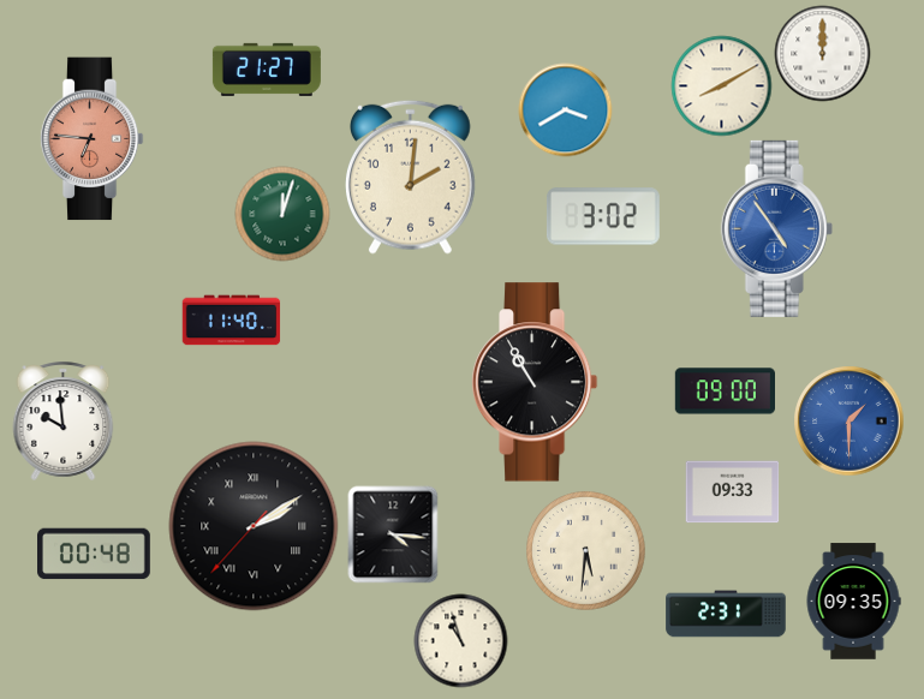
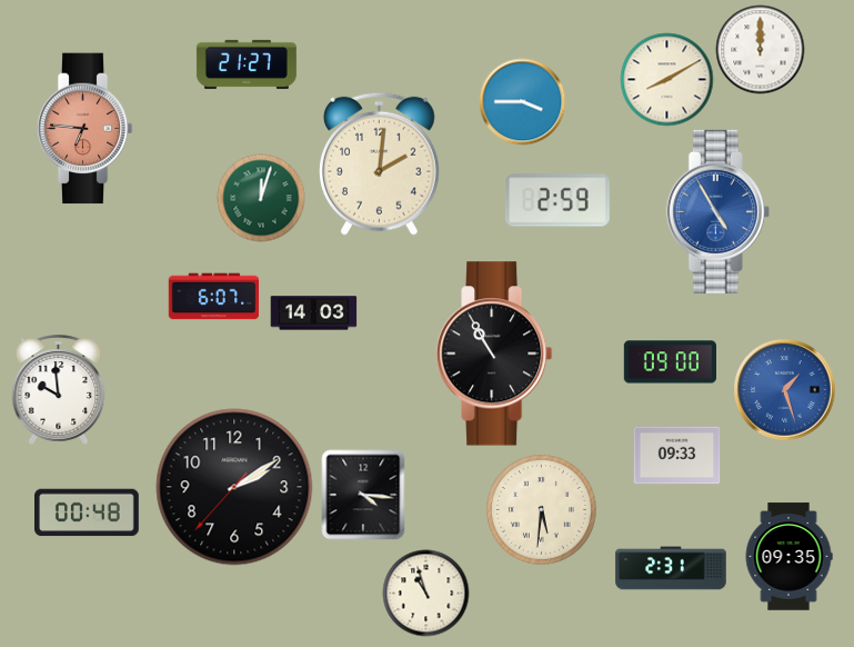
clock at (565, 109): 3:40 -> 3:45
clock at (603, 216): 3:02 -> 2:59
clock at (776, 228): 4:54 -> 4:55
clock at (231, 321): 11:40 -> 6:07
clock at (313, 313): none -> 14:03
clock at (848, 420): 1:30 -> 1:27
clock at (254, 526) numerals: Roman -> Arabic
